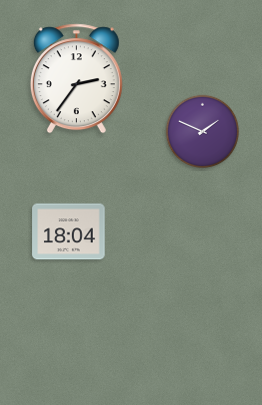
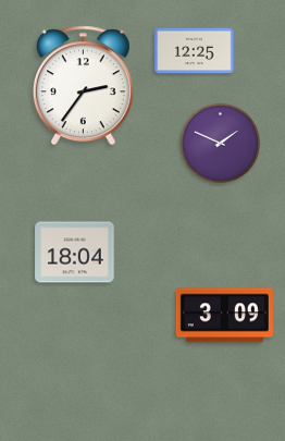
clock at (195, 51): none -> 12:25
clock at (224, 316): none -> 3:09
